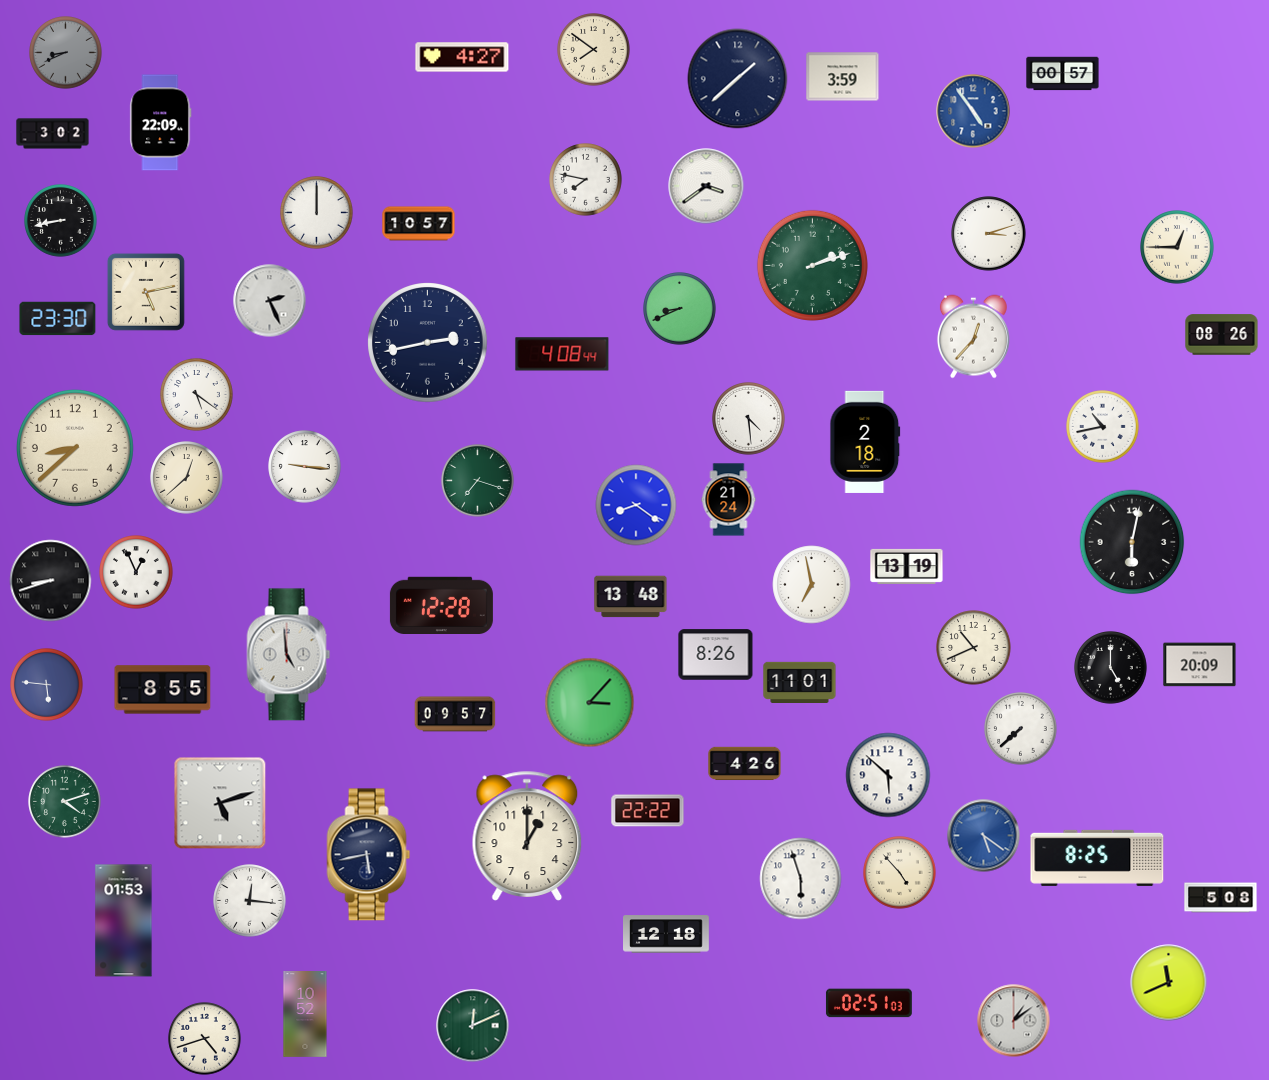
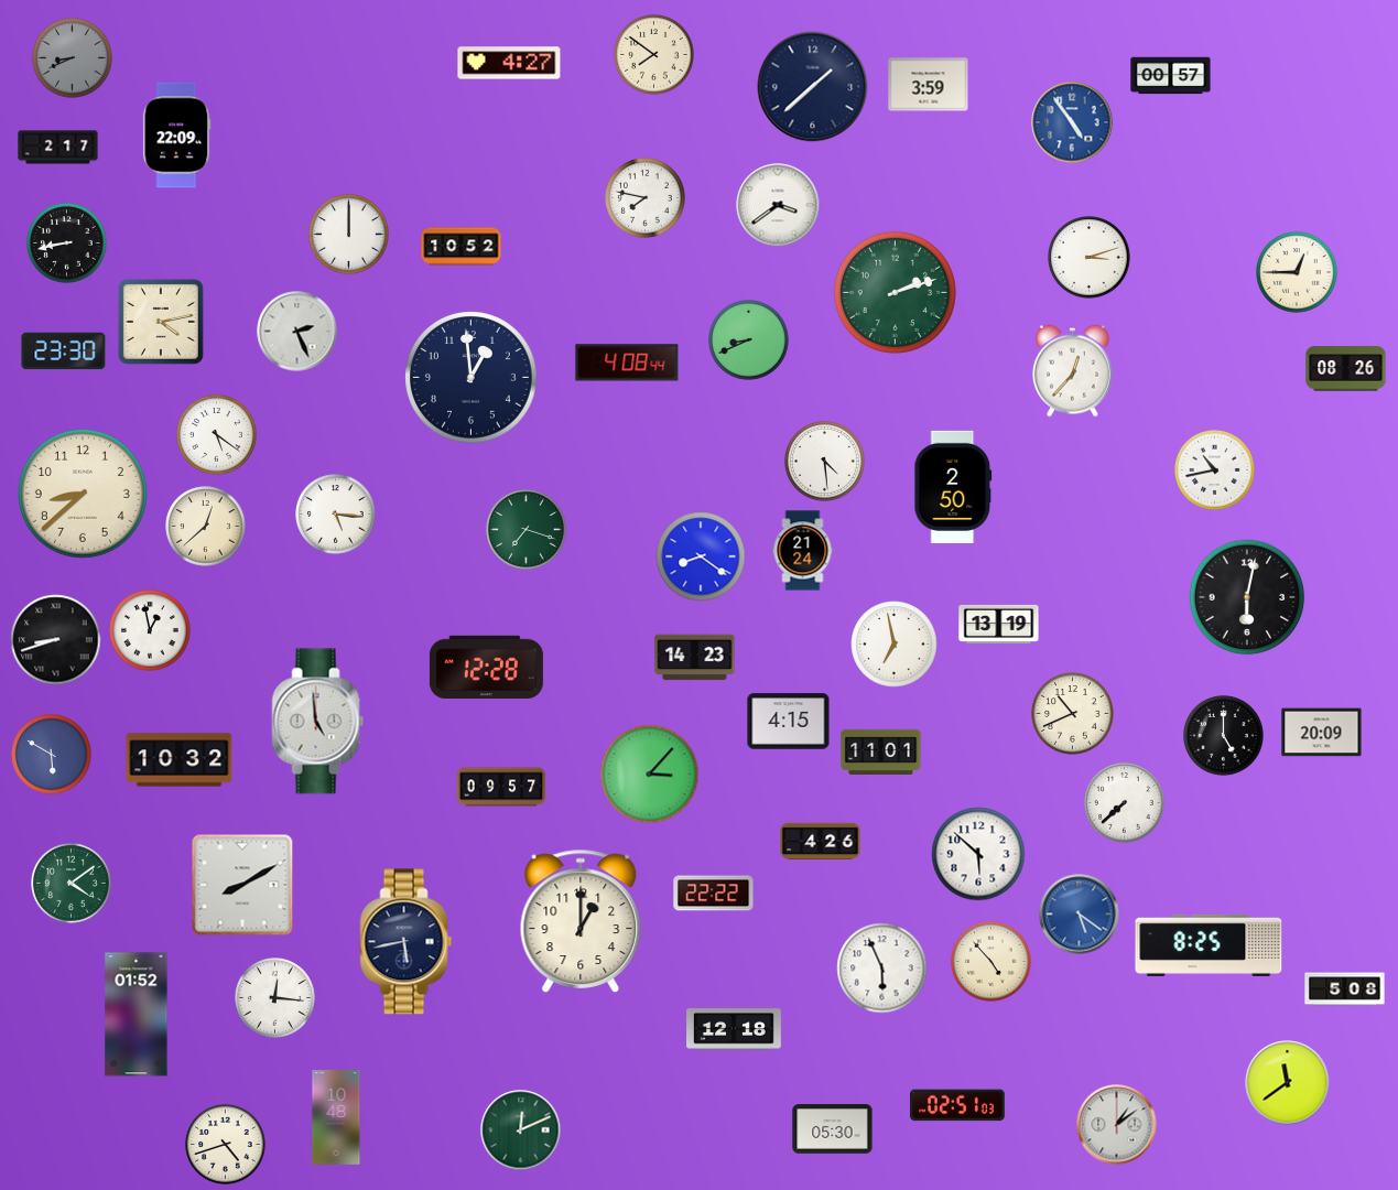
clock at (1063, 74) position: (1063, 74) -> (1171, 76)
clock at (53, 134): 3:02 -> 2:17
clock at (419, 224): 10:57 -> 10:52
clock at (146, 292): 5:13 -> 4:13
clock at (428, 343): 2:43 -> 12:59
clock at (562, 354) position: (562, 354) -> (627, 363)
clock at (865, 442): 2:18 -> 2:50
clock at (305, 467): 9:16 -> 5:16
clock at (136, 572): 12:56 -> 12:58
clock at (631, 597): 13:48 -> 14:23
clock at (716, 655): 8:26 -> 4:15
clock at (47, 685): 5:46 -> 5:50
clock at (163, 690): 8:55 -> 10:32
clock at (65, 802): 4:12 -> 4:09
clock at (220, 803): 5:12 -> 8:10
clock at (984, 836) position: (984, 836) -> (1080, 915)
clock at (801, 879): 5:57 -> 5:56
clock at (250, 901) position: (250, 901) -> (275, 998)
clock at (124, 921): 01:53 -> 01:52
clock at (1169, 983): 11:41 -> 11:39
clock at (305, 1015): 10:52 -> 10:48
clock at (833, 1129): none -> 05:30
